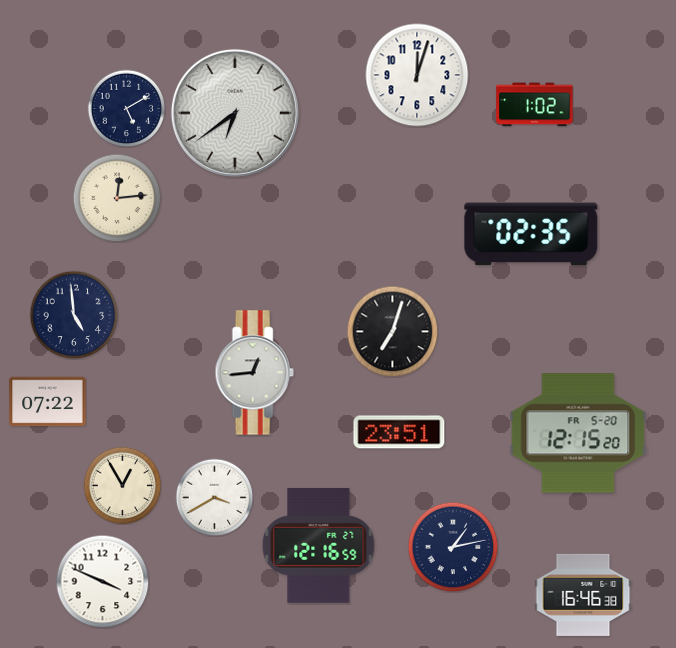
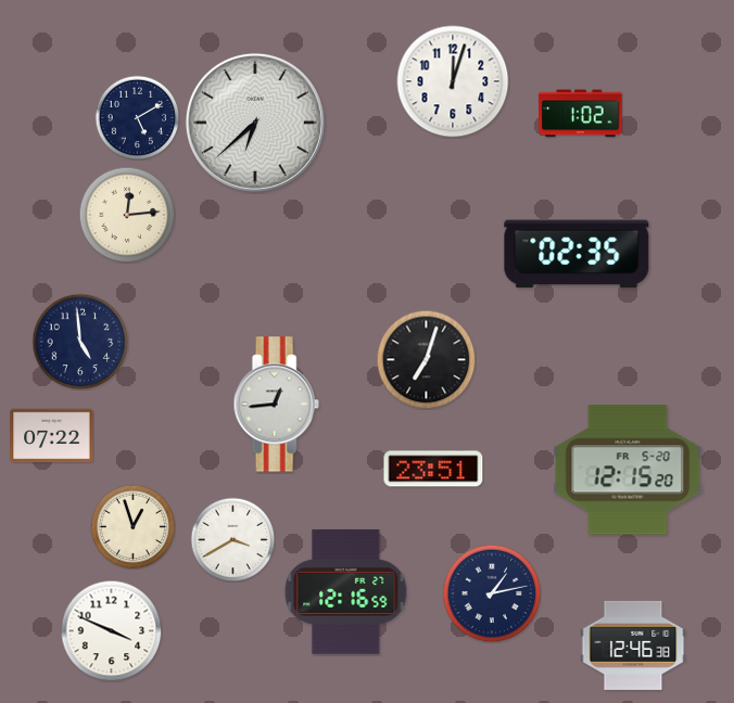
clock at (235, 113): 6:39 -> 6:38
clock at (122, 485): 12:55 -> 12:57
clock at (583, 595): 16:46 -> 12:46
